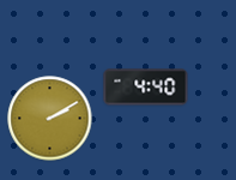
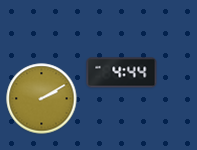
clock at (146, 88): 4:40 -> 4:44
